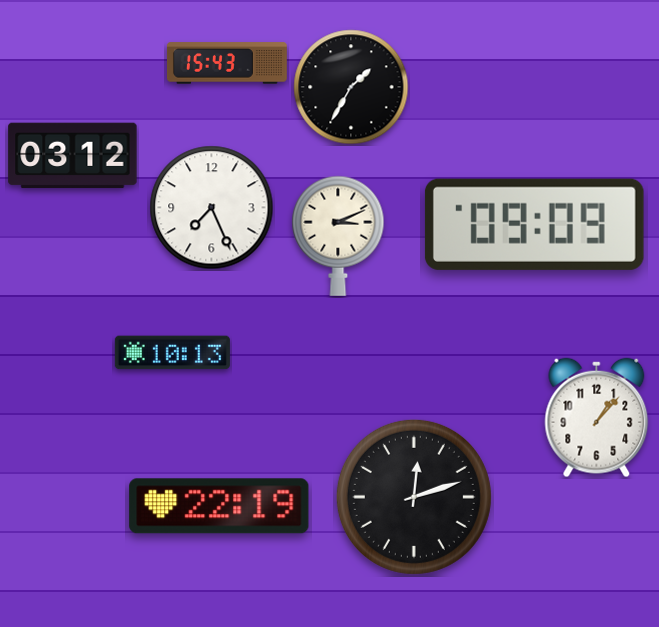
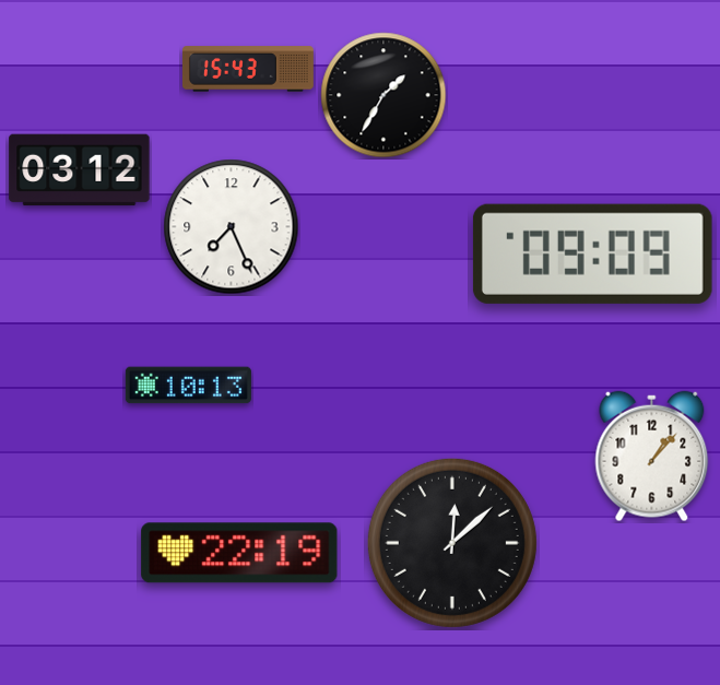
clock at (534, 224) position: (534, 224) -> (592, 253)
clock at (338, 236): 3:11 -> none
clock at (414, 497): 12:12 -> 12:08
